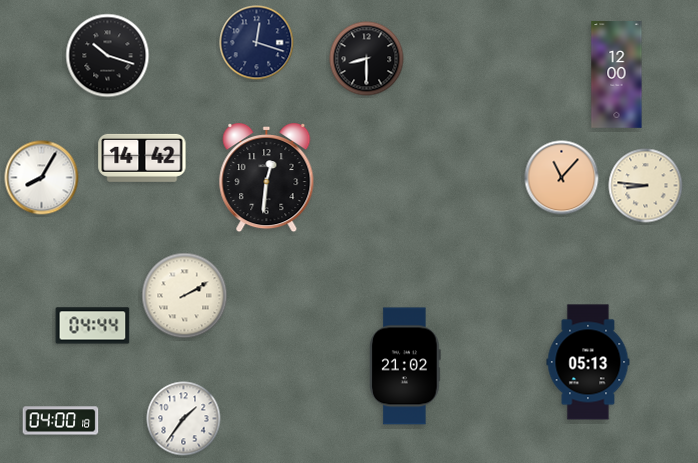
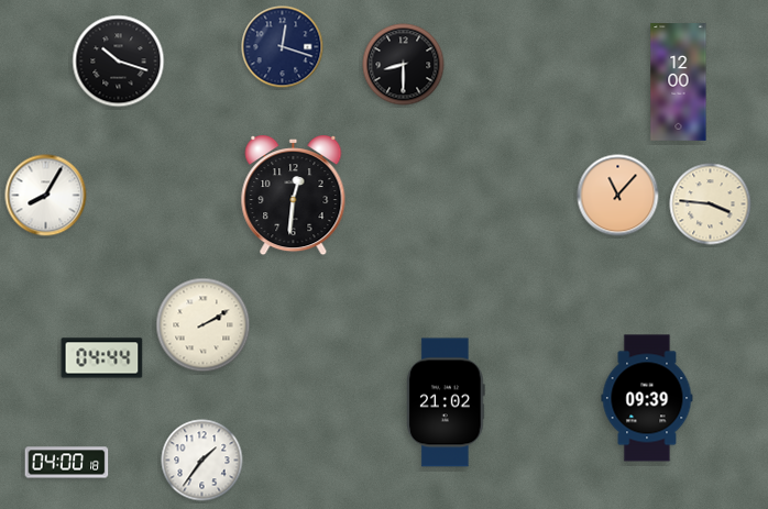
clock at (142, 158): 14:42 -> none
clock at (646, 186): 8:46 -> 3:46
clock at (588, 362): 05:13 -> 09:39
